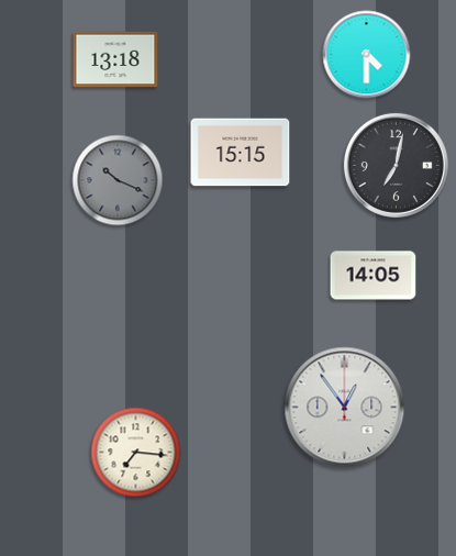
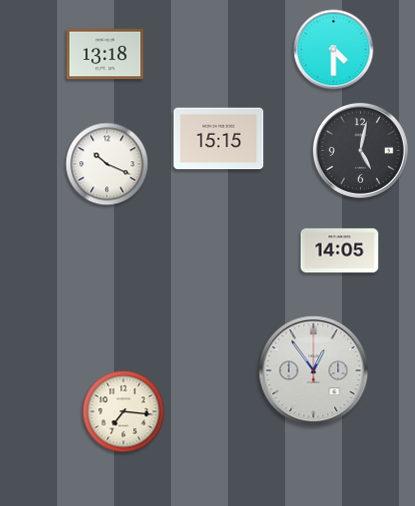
clock at (396, 165): 7:02 -> 5:02
clock at (118, 180) dial: grey -> white
